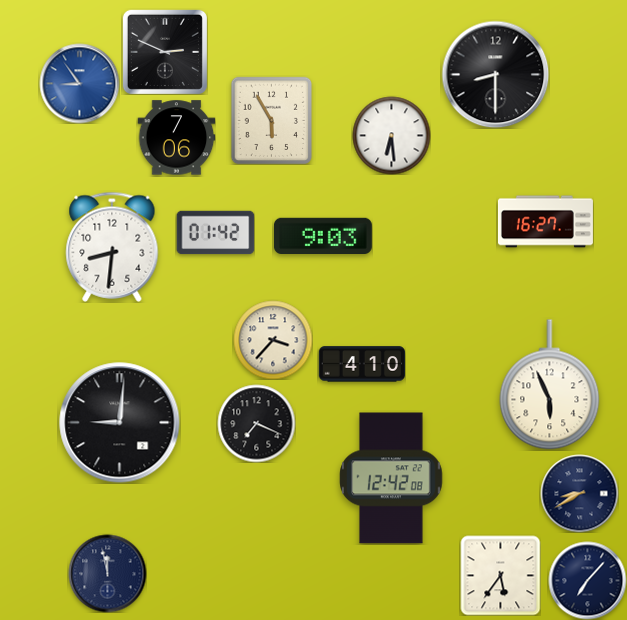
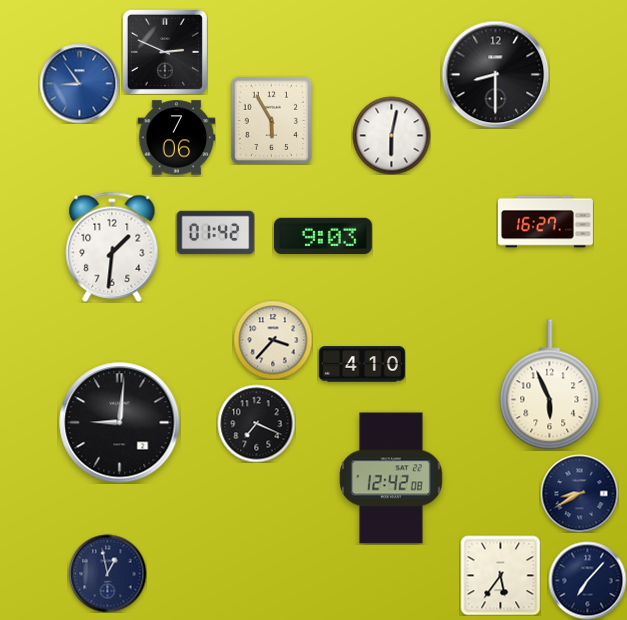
clock at (391, 135): 6:29 -> 6:02
clock at (112, 247): 8:31 -> 1:31
clock at (107, 573): 11:58 -> 12:58
